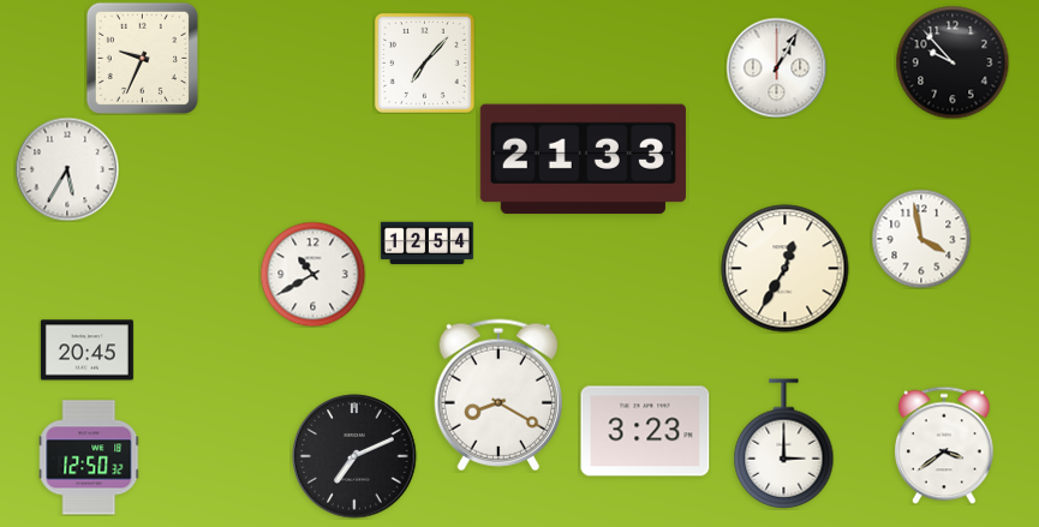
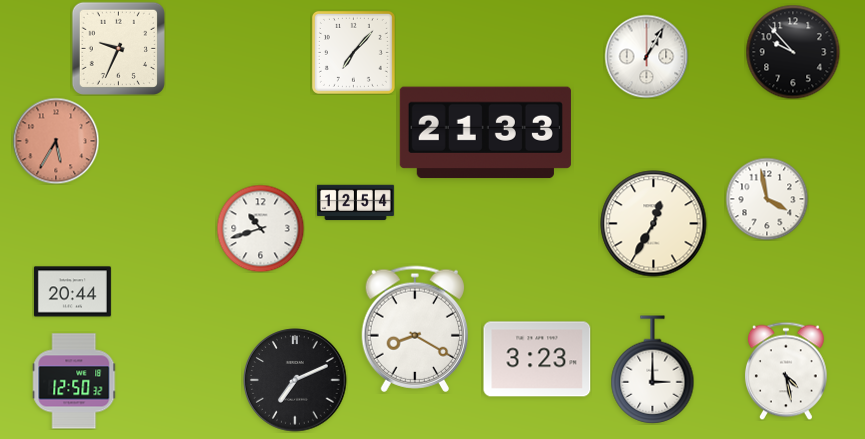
clock at (67, 169) dial: white -> salmon
clock at (312, 274): 10:40 -> 10:42
clock at (86, 351): 20:45 -> 20:44
clock at (944, 445): 3:39 -> 4:28
